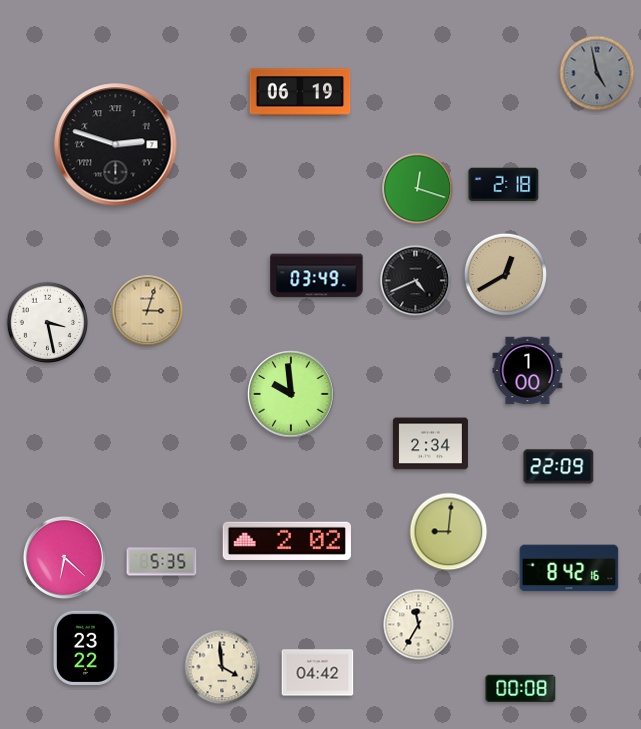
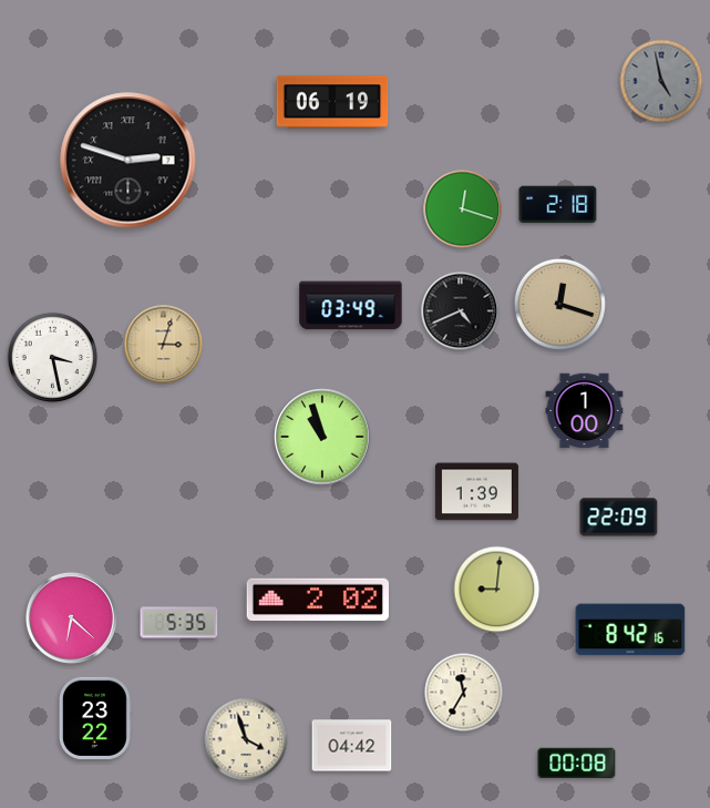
clock at (505, 274): 12:40 -> 12:18
clock at (291, 394): 9:59 -> 10:57
clock at (430, 444): 2:34 -> 1:39
clock at (222, 667): 3:59 -> 3:57
